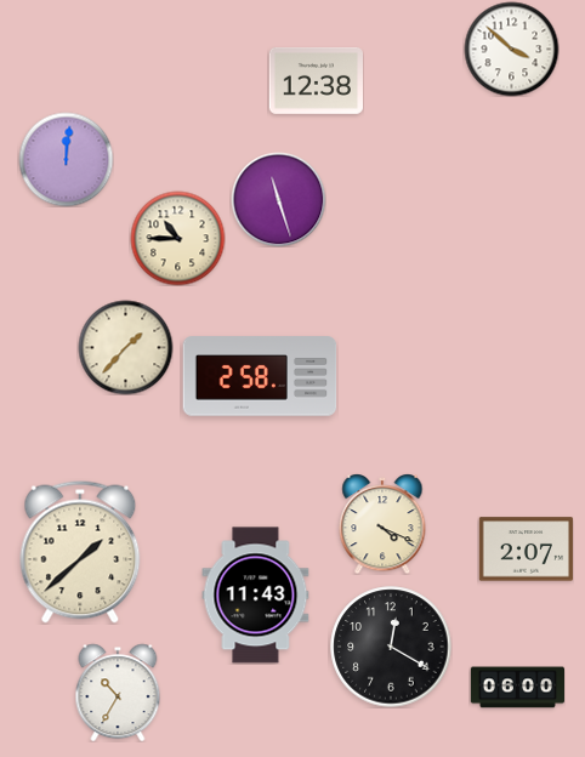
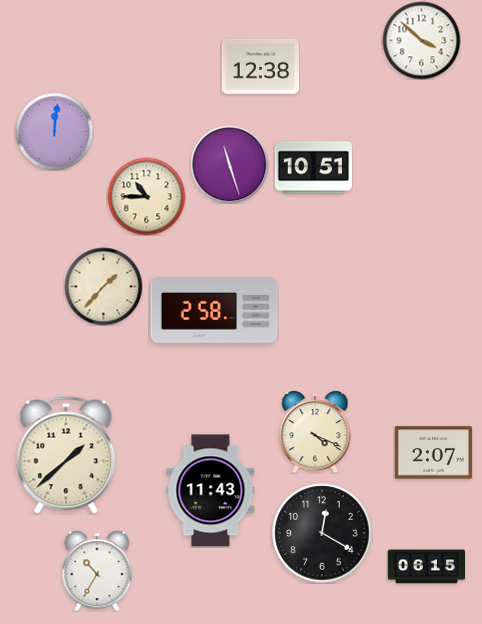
clock at (313, 168): none -> 10:51
clock at (517, 688): 06:00 -> 06:15
